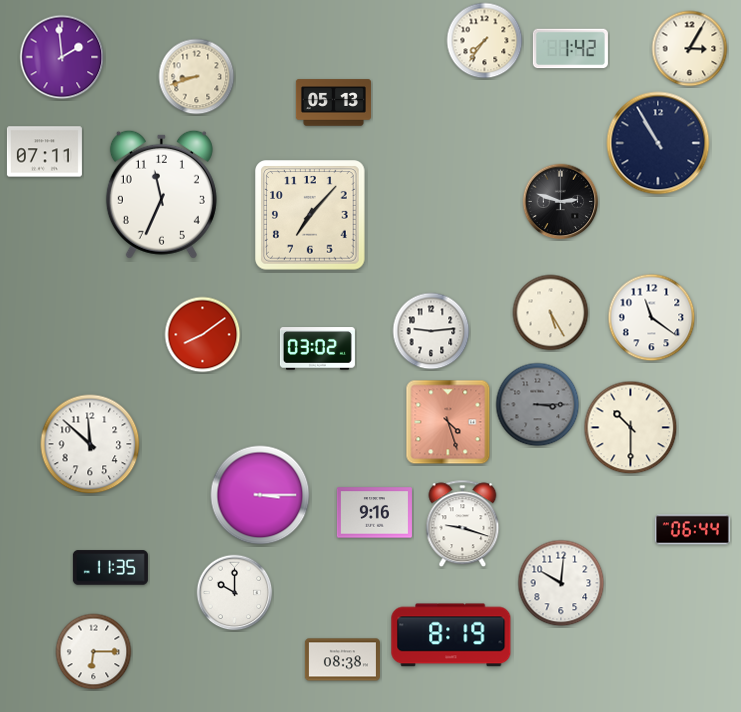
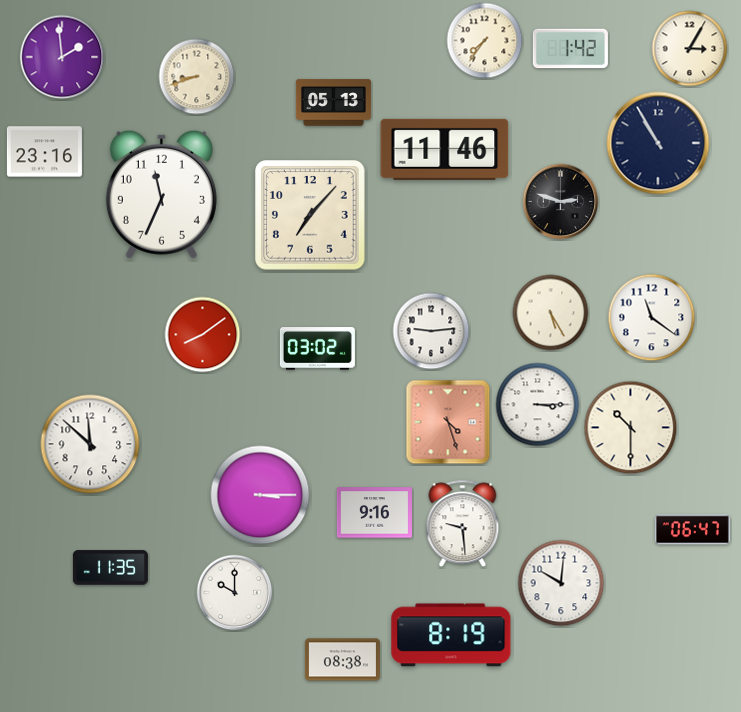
clock at (445, 149): none -> 11:46
clock at (44, 152): 07:11 -> 23:16
clock at (538, 405) dial: grey -> white
clock at (463, 524): 9:18 -> 9:29
clock at (692, 530): 06:44 -> 06:47
clock at (94, 652): 6:15 -> none
